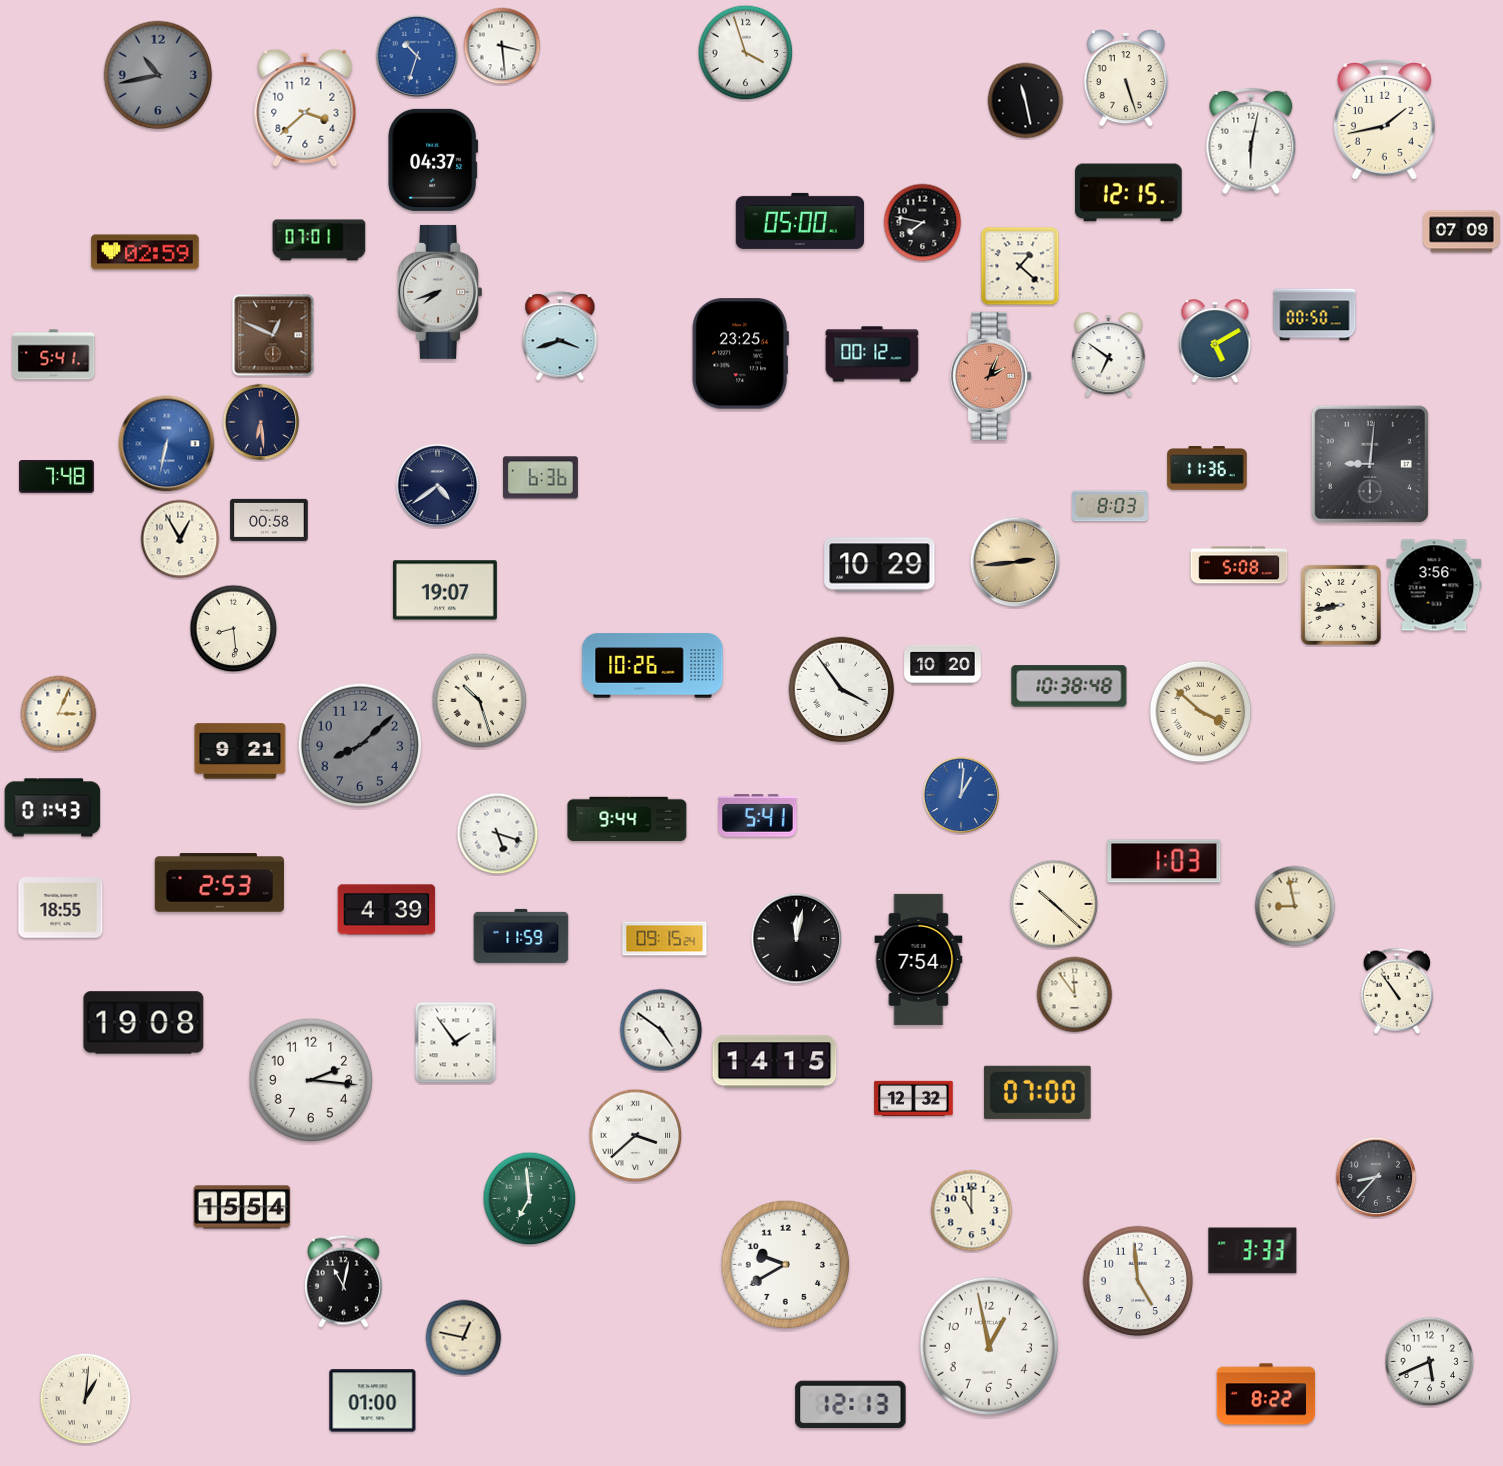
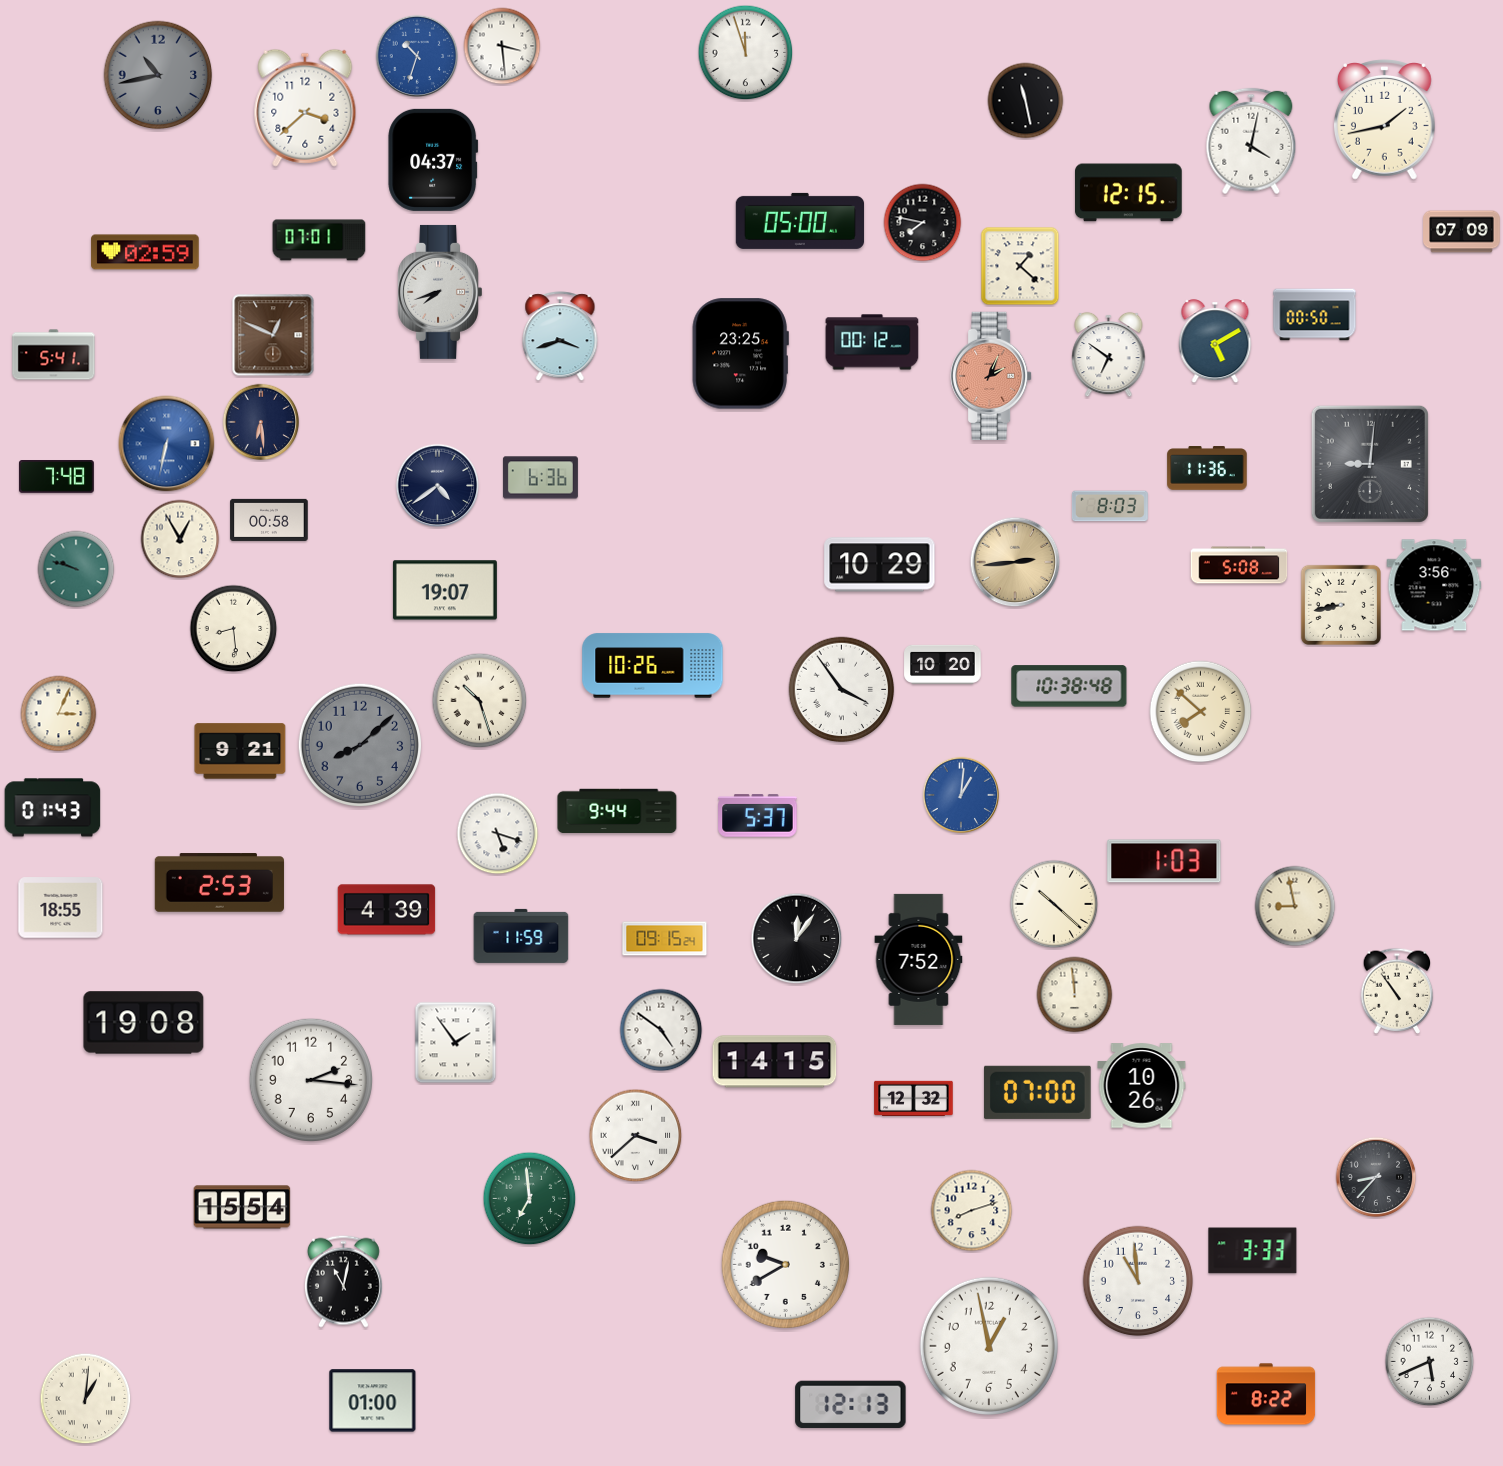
clock at (746, 53): 3:57 -> 11:57
clock at (1126, 78): 5:27 -> none
clock at (1251, 141): 6:02 -> 4:02
clock at (872, 354) position: (872, 354) -> (872, 342)
clock at (76, 569): none -> 9:48
clock at (1201, 712): 3:52 -> 7:52
clock at (758, 816): 5:41 -> 5:37
clock at (627, 819) position: (627, 819) -> (617, 811)
clock at (797, 939): 12:02 -> 12:06
clock at (919, 959): 7:54 -> 7:52
clock at (1075, 995): 11:54 -> 11:59
clock at (1142, 1086): none -> 10:26
clock at (972, 1211): 11:00 -> 8:12
clock at (1138, 1281): 4:59 -> 10:59
clock at (464, 1338): 12:47 -> none
